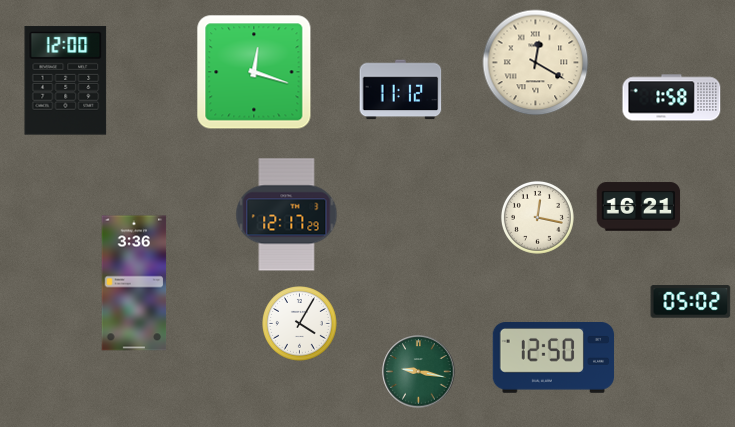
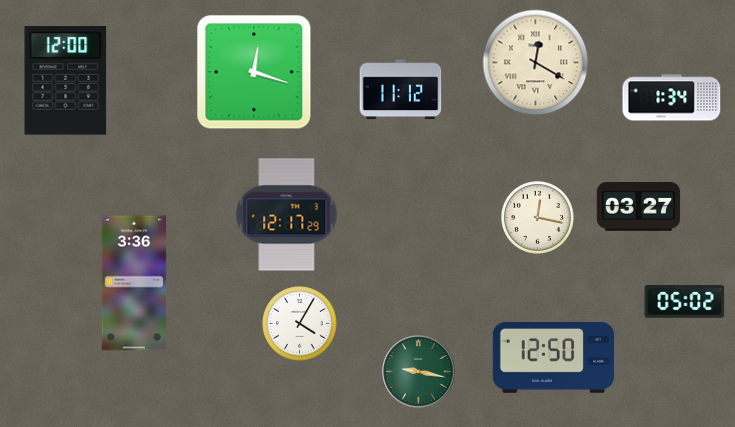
clock at (672, 98): 1:58 -> 1:34
clock at (639, 207): 16:21 -> 03:27
clock at (691, 302) position: (691, 302) -> (685, 302)
